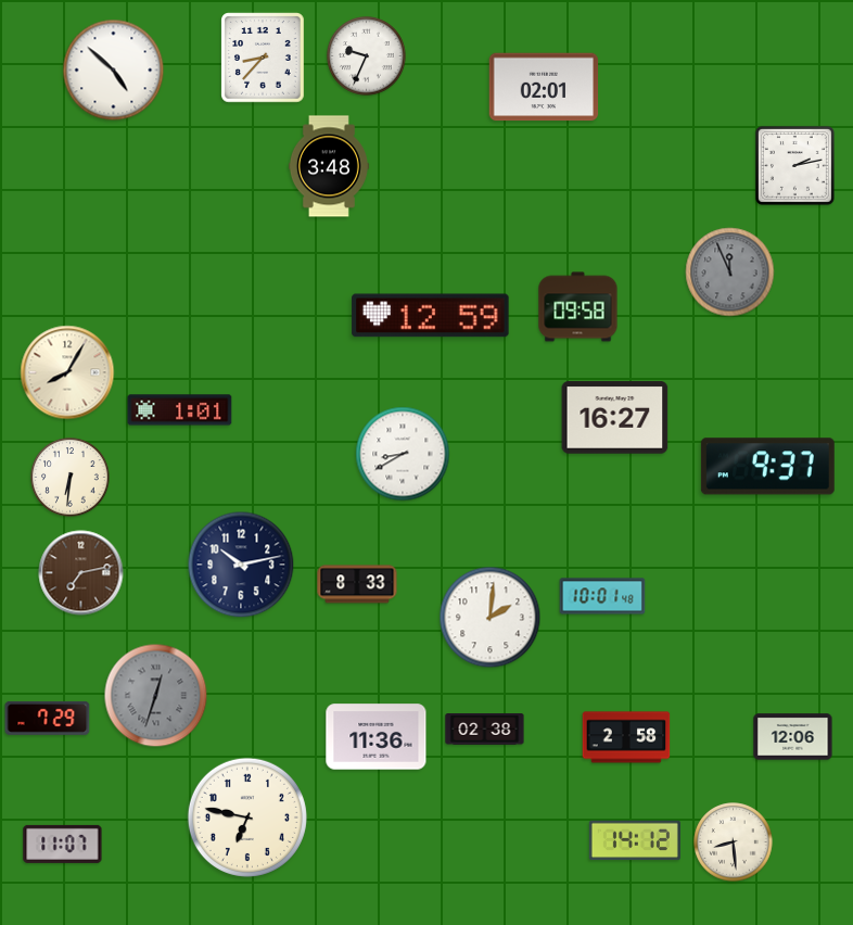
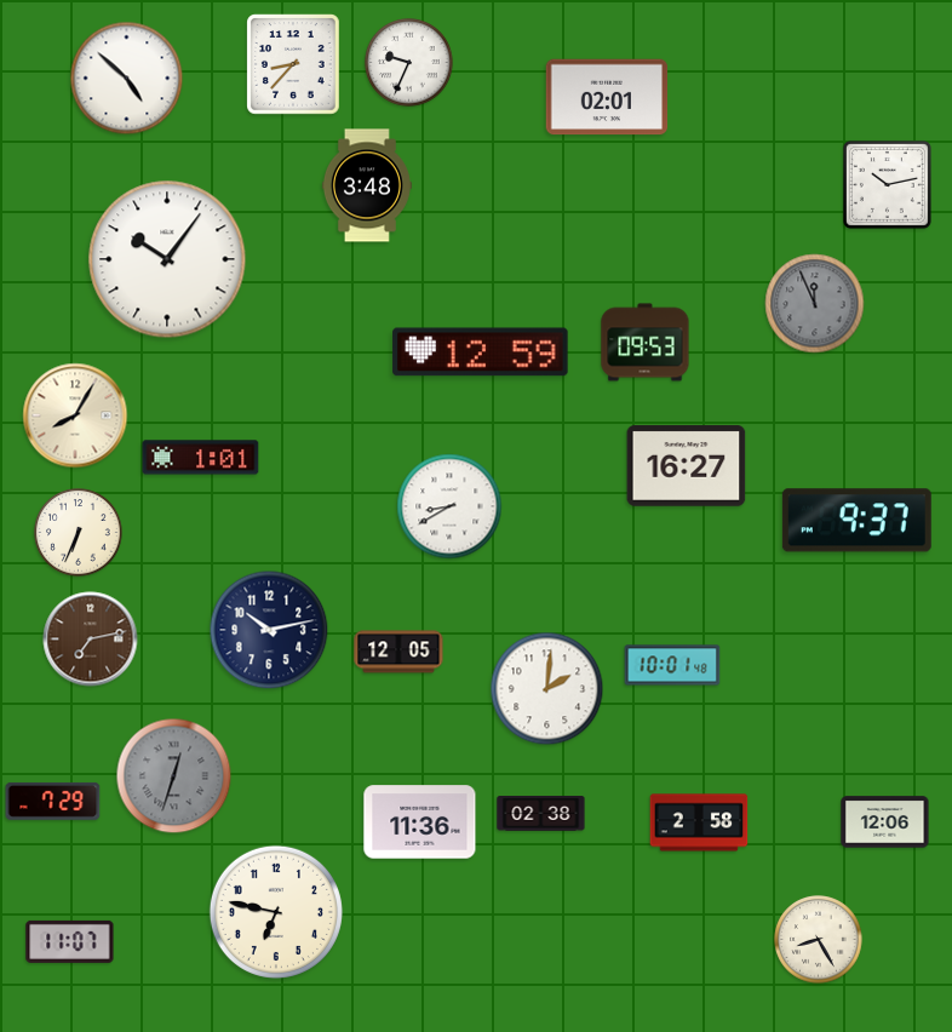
clock at (794, 165): 2:13 -> 10:13
clock at (167, 259): none -> 10:06
clock at (578, 307): 09:58 -> 09:53
clock at (71, 478): 6:31 -> 6:34
clock at (357, 584): 8:33 -> 12:05
clock at (635, 840): 14:12 -> none
clock at (734, 842): 8:29 -> 8:25
